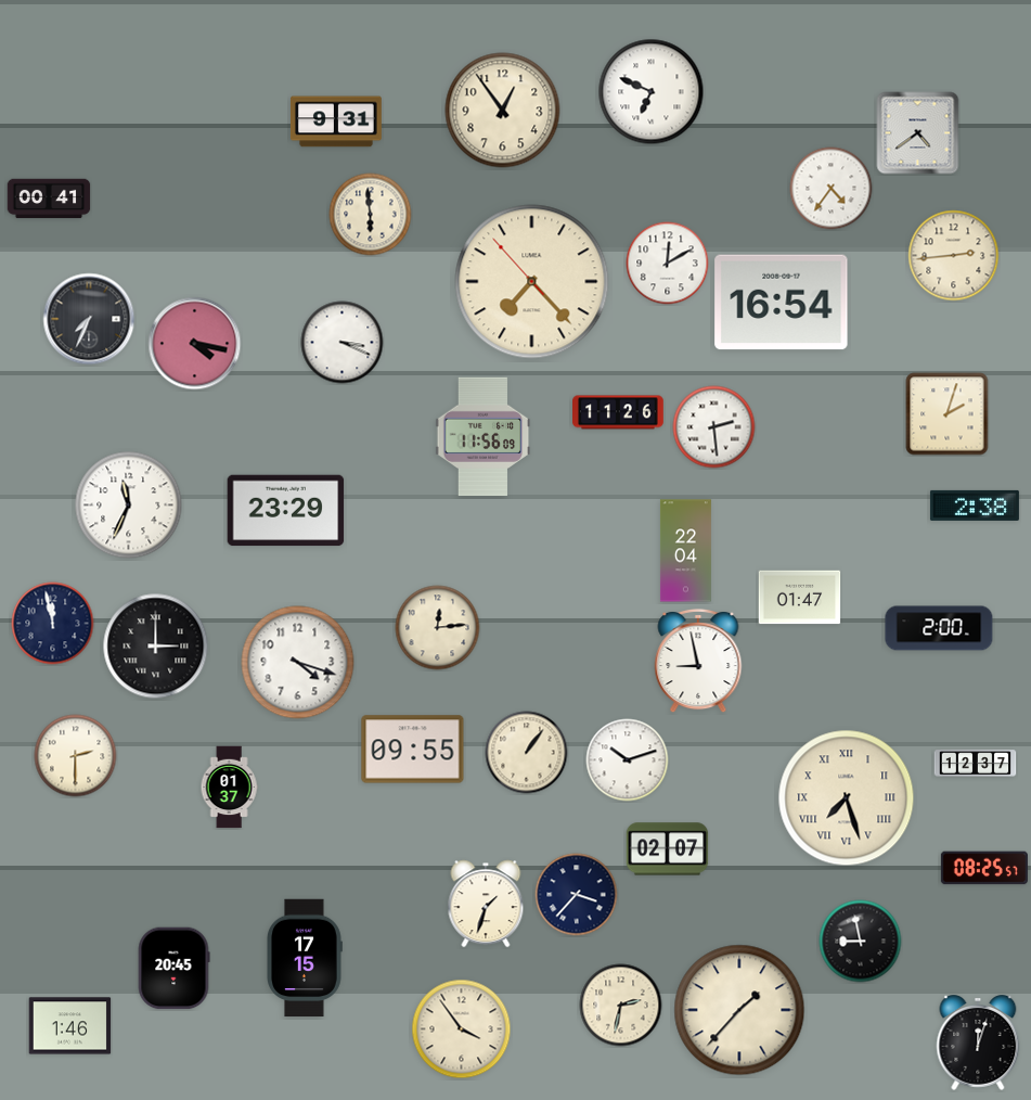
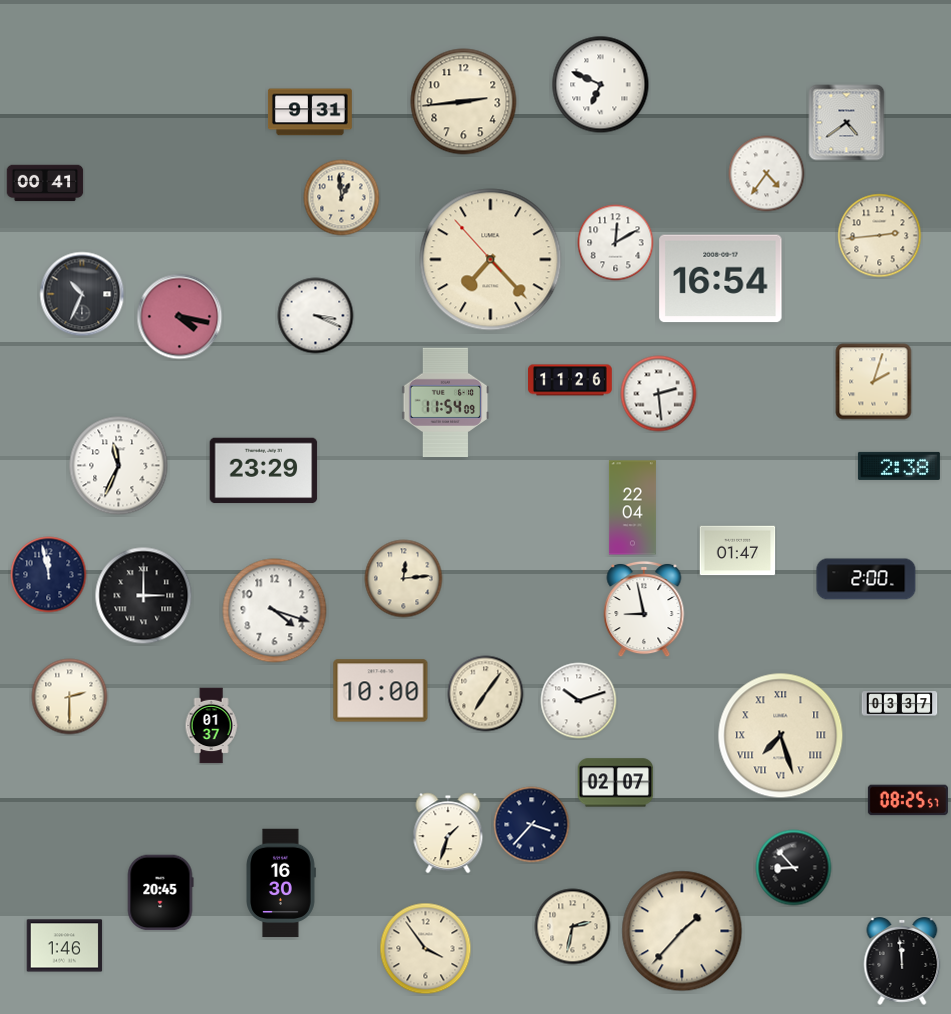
clock at (503, 111): 12:54 -> 2:44
clock at (371, 215): 5:59 -> 12:59
clock at (89, 319): 7:34 -> 10:34
clock at (484, 437): 11:56 -> 11:54
clock at (413, 750): 09:55 -> 10:00
clock at (527, 753): 1:06 -> 7:06
clock at (976, 764): 12:37 -> 03:37
clock at (861, 942): 8:58 -> 8:53
clock at (305, 958): 17:15 -> 16:30
clock at (978, 1043): 12:03 -> 11:59
